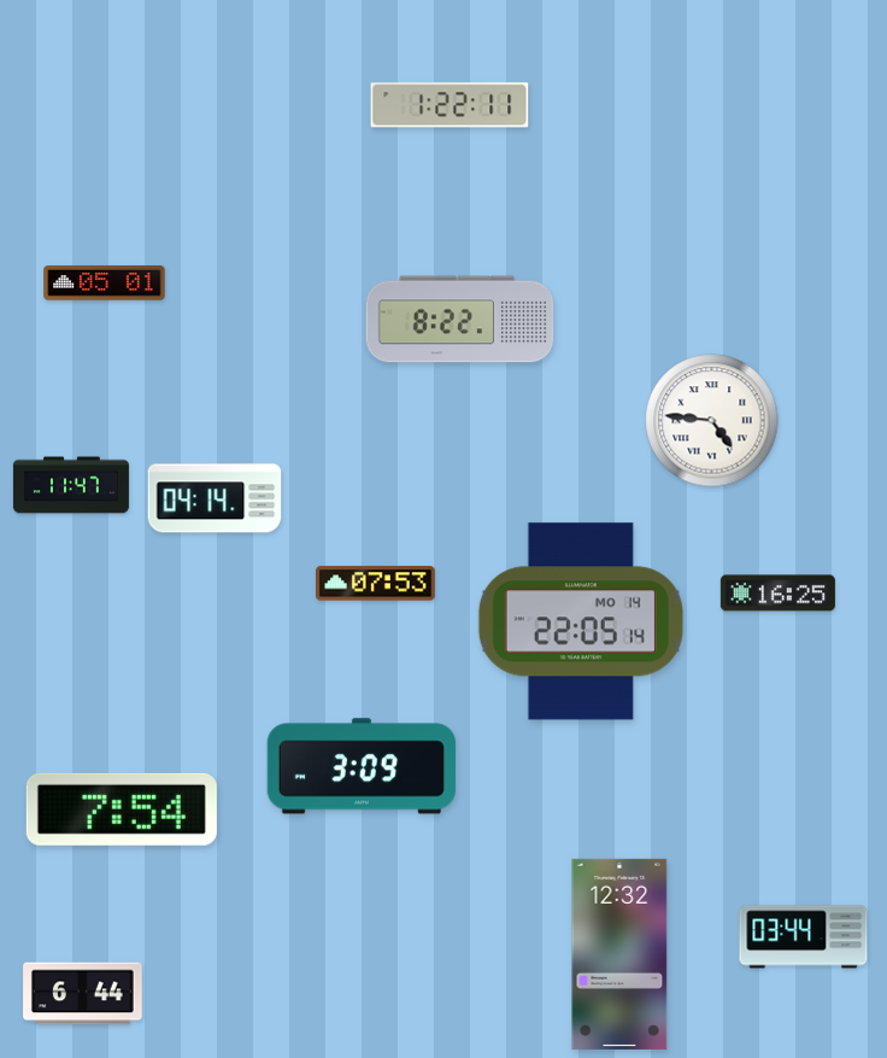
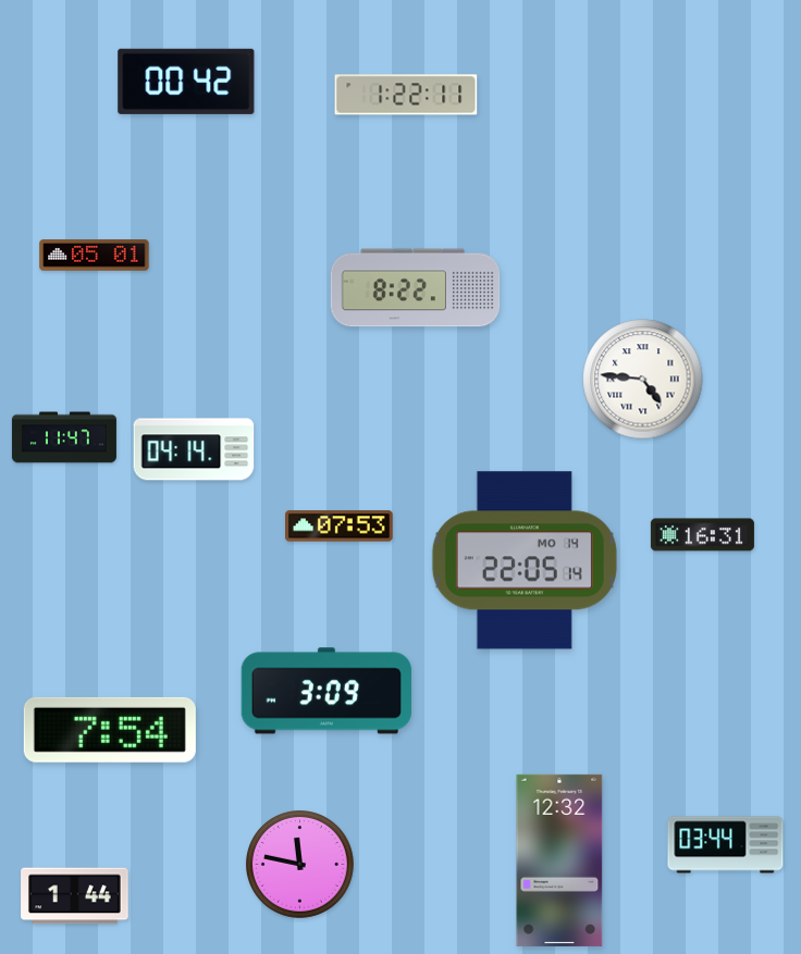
clock at (186, 82): none -> 00:42
clock at (777, 594): 16:25 -> 16:31
clock at (299, 864): none -> 11:47
clock at (83, 994): 6:44 -> 1:44
